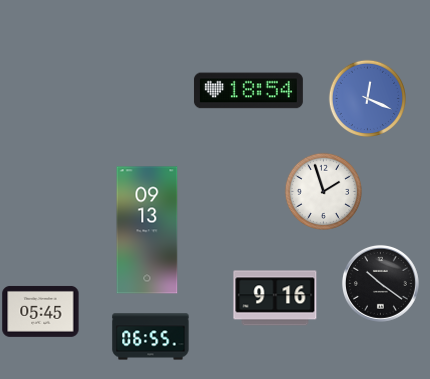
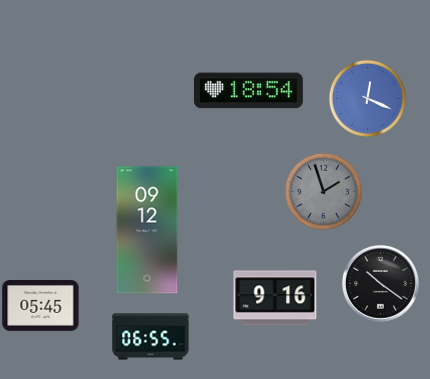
clock at (323, 191) dial: white -> grey
clock at (147, 230): 09:13 -> 09:12
clock at (41, 311) position: (41, 311) -> (41, 305)
